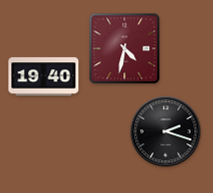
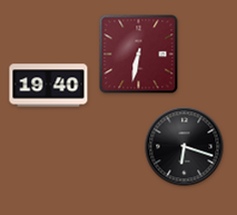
clock at (125, 49): 4:32 -> 6:32
clock at (166, 132): 2:18 -> 6:18
